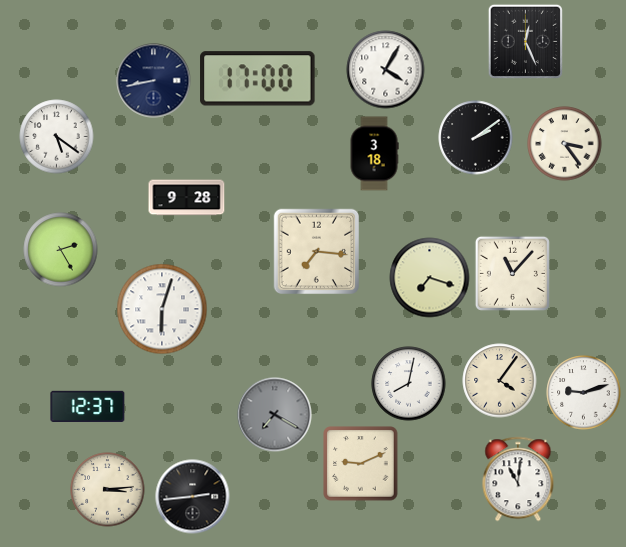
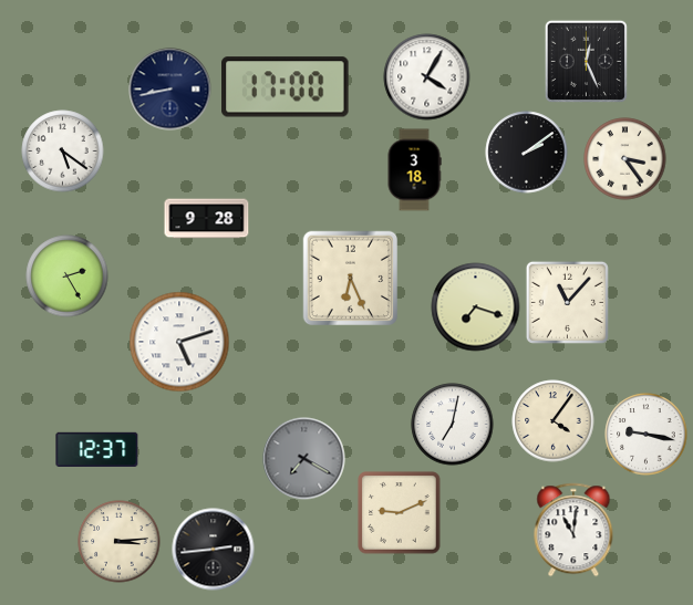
clock at (525, 41) position: (525, 41) -> (586, 61)
clock at (317, 252): 7:16 -> 6:26
clock at (162, 309): 6:03 -> 5:12
clock at (409, 384): 8:02 -> 7:02
clock at (584, 393): 9:12 -> 9:17
